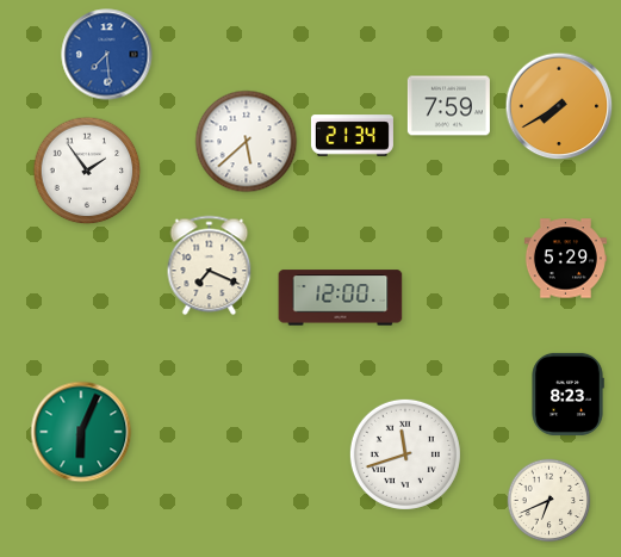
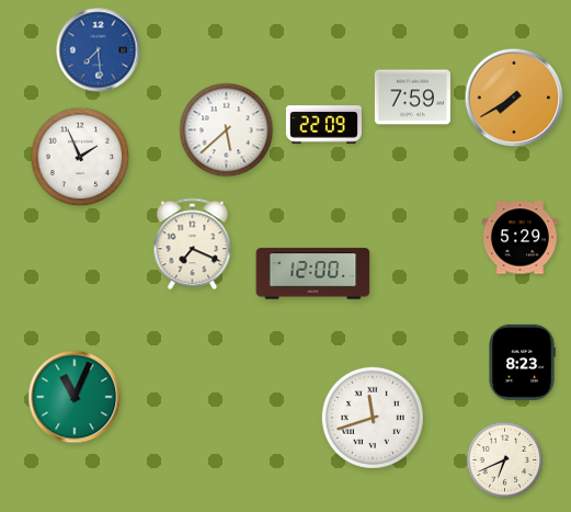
clock at (352, 136): 21:34 -> 22:09
clock at (87, 171): 1:54 -> 1:56
clock at (81, 432): 6:04 -> 11:04
